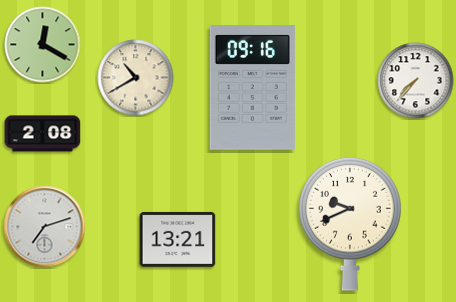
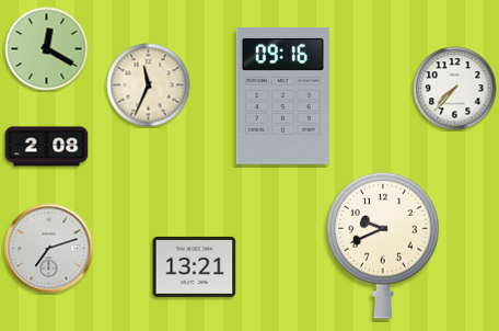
clock at (136, 78): 10:40 -> 11:34
clock at (252, 88) position: (252, 88) -> (282, 96)
clock at (178, 239) position: (178, 239) -> (195, 266)
